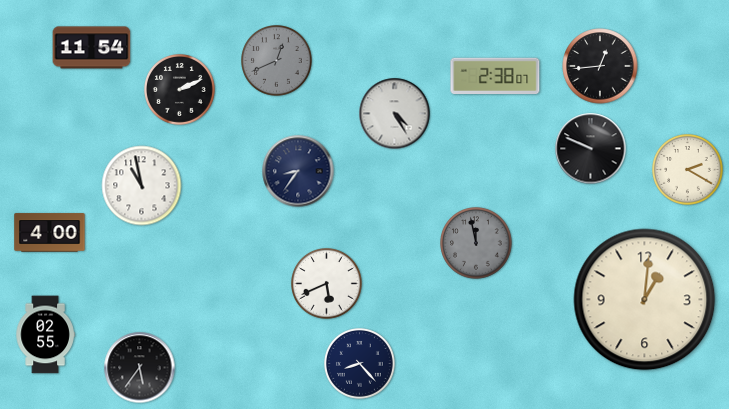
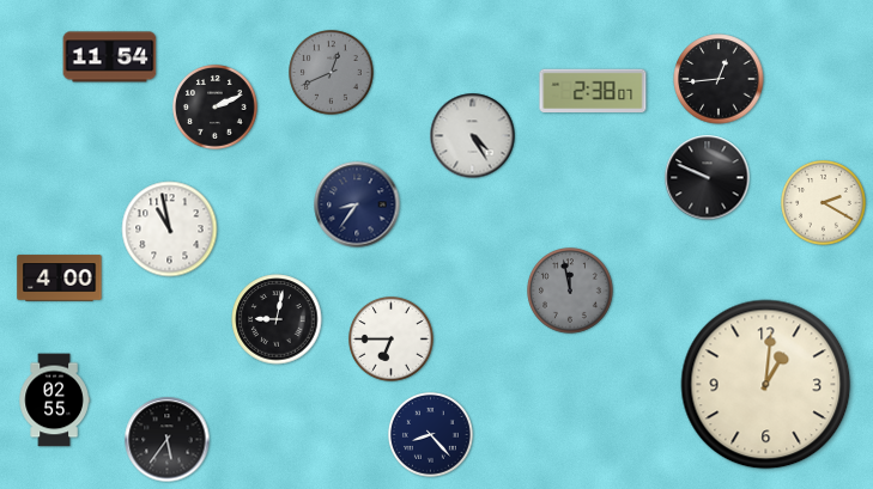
clock at (142, 186) position: (142, 186) -> (170, 230)
clock at (277, 319): none -> 9:02
clock at (327, 284): 5:41 -> 6:45
clock at (645, 300) position: (645, 300) -> (766, 385)
